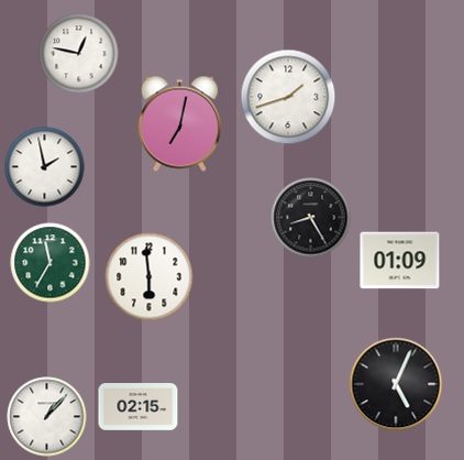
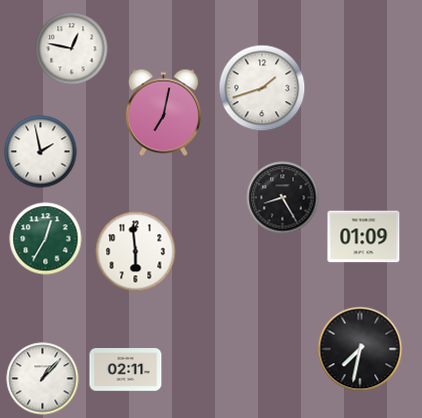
clock at (51, 263): 11:35 -> 12:35
clock at (396, 384): 5:04 -> 7:32
clock at (139, 407): 02:15 -> 02:11
